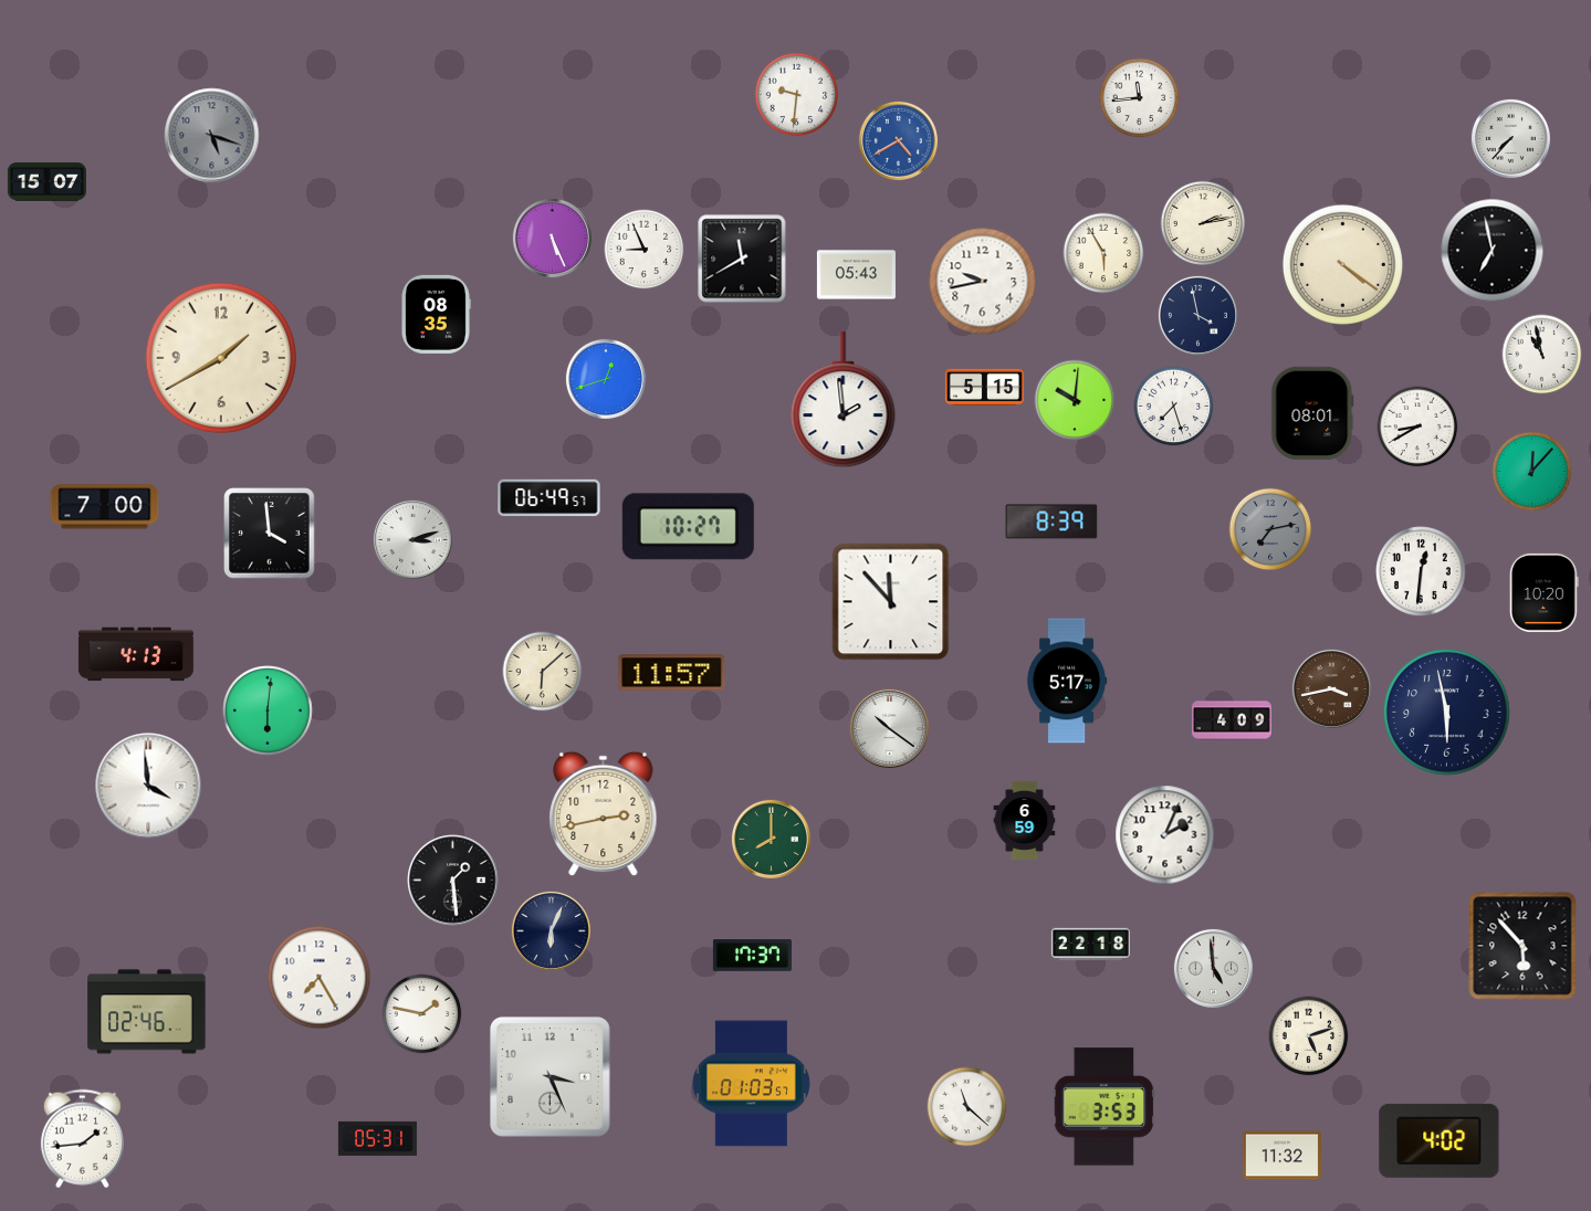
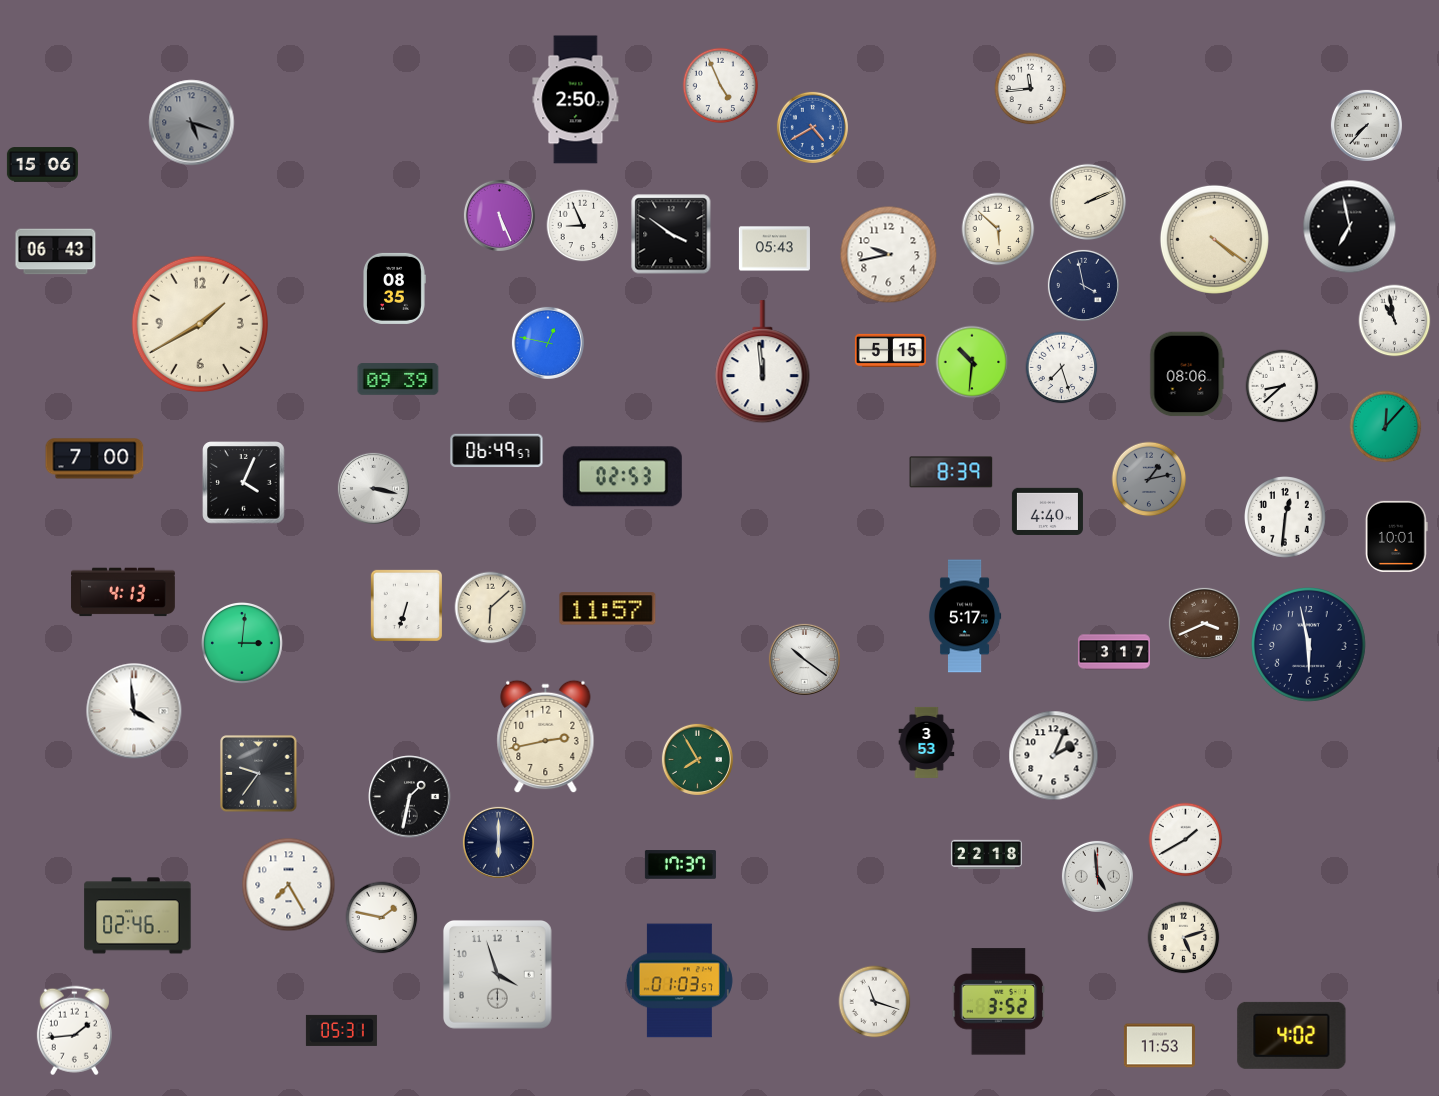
clock at (797, 95): 9:31 -> 4:56
clock at (576, 100): none -> 2:50
clock at (46, 182): 15:07 -> 15:06
clock at (1202, 222): 2:13 -> 2:11
clock at (1103, 253): 5:55 -> 5:52
clock at (742, 259): 11:40 -> 3:51
clock at (56, 252): none -> 06:43
clock at (437, 314) position: (437, 314) -> (395, 288)
clock at (606, 379): 12:42 -> 12:47
clock at (844, 400): 1:59 -> 11:59
clock at (1075, 400): 10:01 -> 10:31
clock at (1312, 413): 08:01 -> 08:06
clock at (398, 379): none -> 09:39
clock at (1417, 427): 8:40 -> 8:38
clock at (688, 527): 10:27 -> 02:53
clock at (1270, 529): 7:13 -> 1:13
clock at (270, 534): 3:59 -> 4:04
clock at (412, 539): 3:12 -> 3:17
clock at (1047, 511): none -> 4:40
clock at (1543, 592): 10:20 -> 10:01
clock at (891, 602): 11:53 -> none
clock at (406, 605): none -> 6:33
clock at (1331, 688): 3:43 -> 3:41
clock at (269, 712): 6:01 -> 3:01
clock at (1232, 720): 4:09 -> 3:17
clock at (1025, 820): 6:59 -> 3:53
clock at (771, 839): 8:00 -> 7:55
clock at (259, 774): none -> 9:36
clock at (453, 881): 1:29 -> 1:32
clock at (1186, 840): none -> 1:40
clock at (551, 930): 6:04 -> 6:00
clock at (1522, 946): 5:53 -> none
clock at (147, 1012) position: (147, 1012) -> (138, 916)
clock at (549, 1076): 3:26 -> 3:57
clock at (967, 1107): 11:22 -> 11:18
clock at (1105, 1107): 3:53 -> 3:52
clock at (1440, 1140) position: (1440, 1140) -> (1292, 1035)
clock at (1281, 1156): 11:32 -> 11:53
